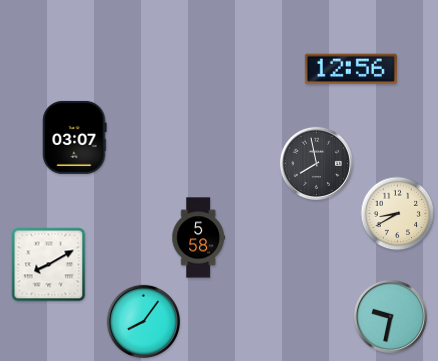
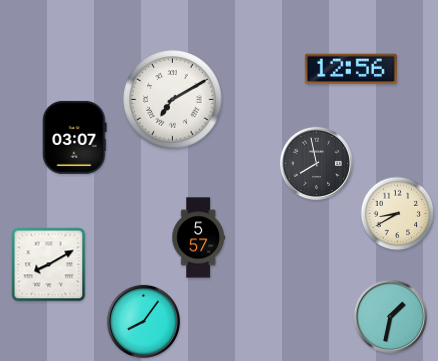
clock at (173, 100): none -> 7:10
clock at (198, 238): 5:58 -> 5:57
clock at (390, 316): 9:32 -> 1:32
